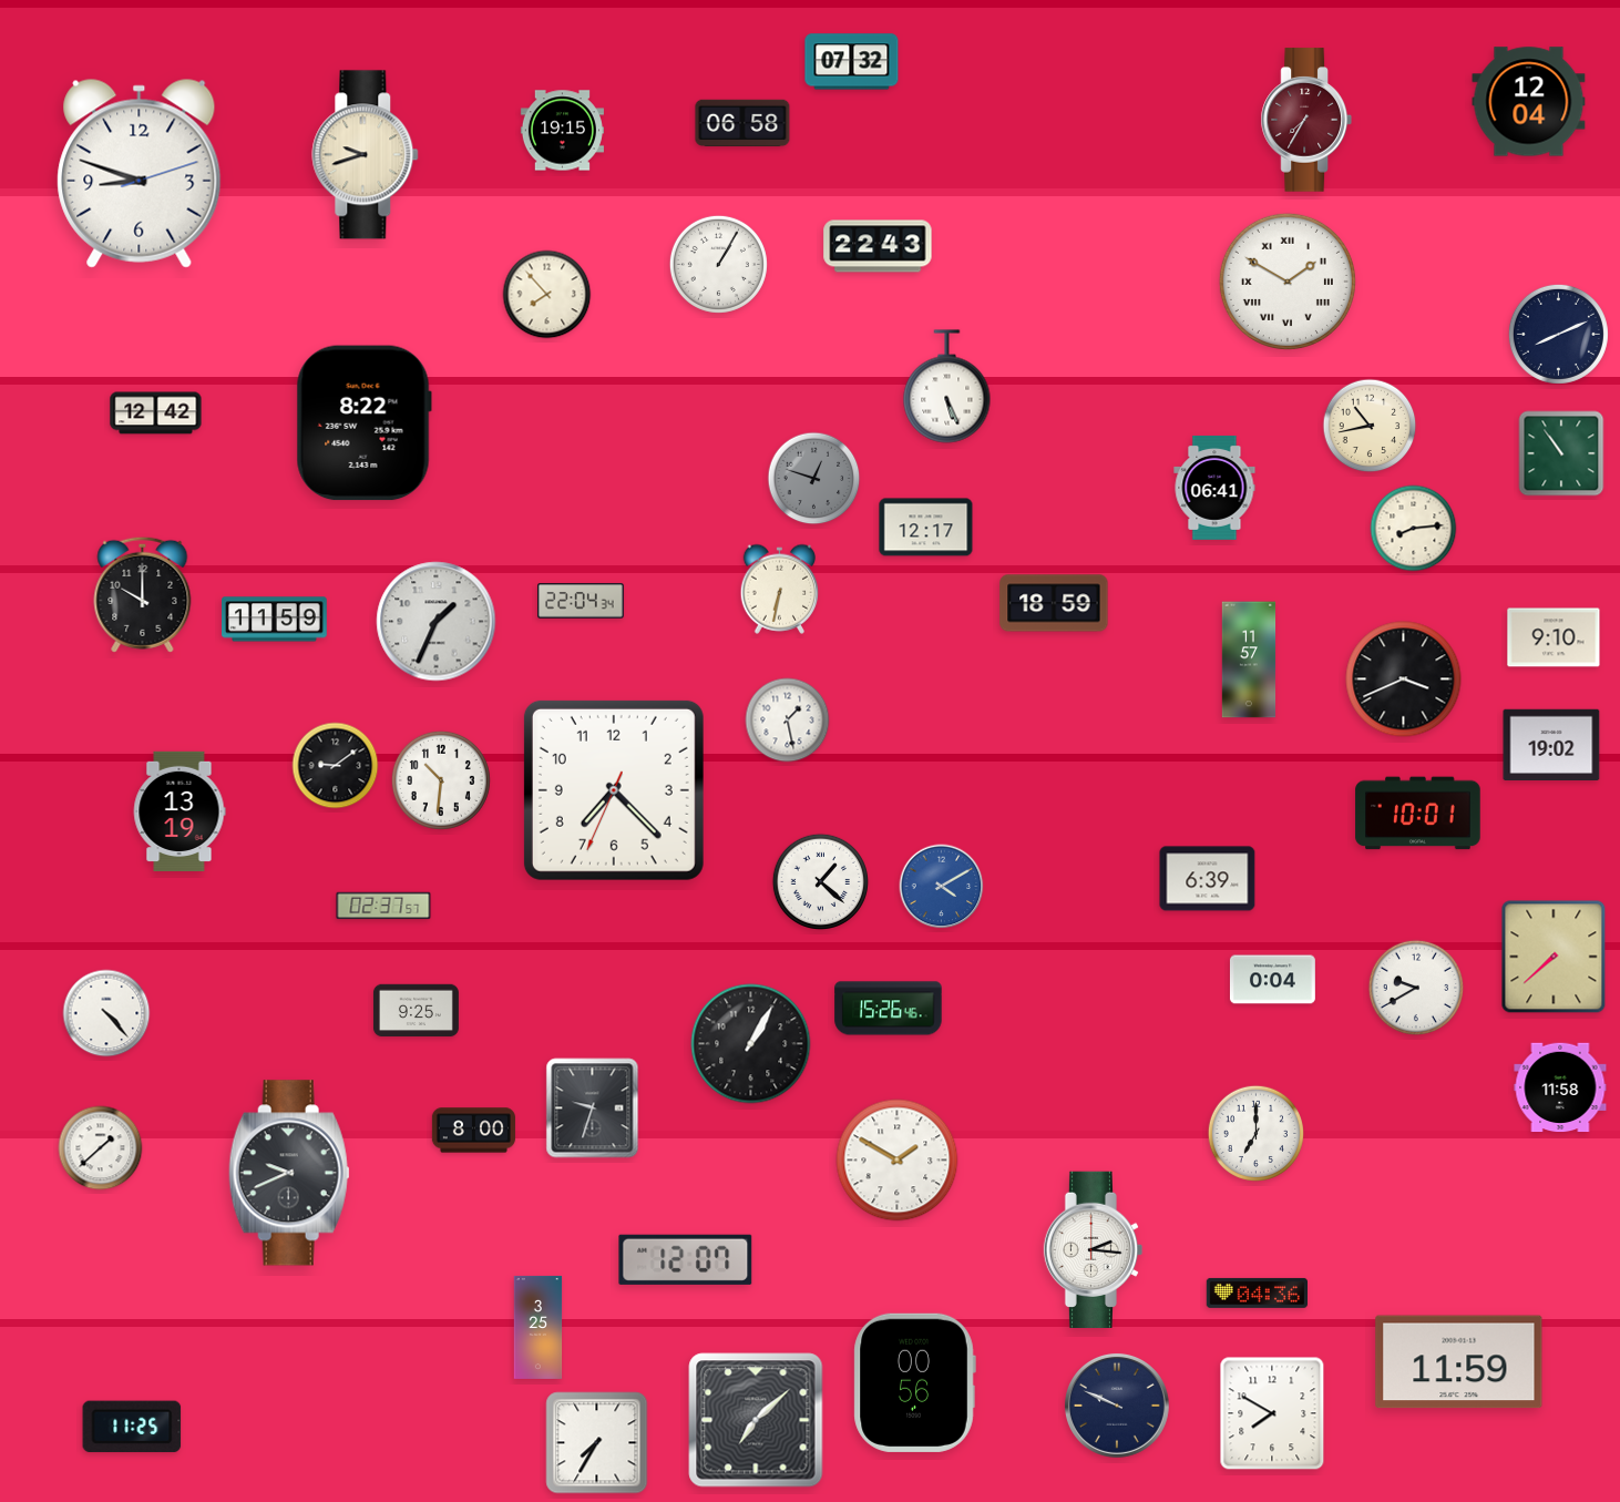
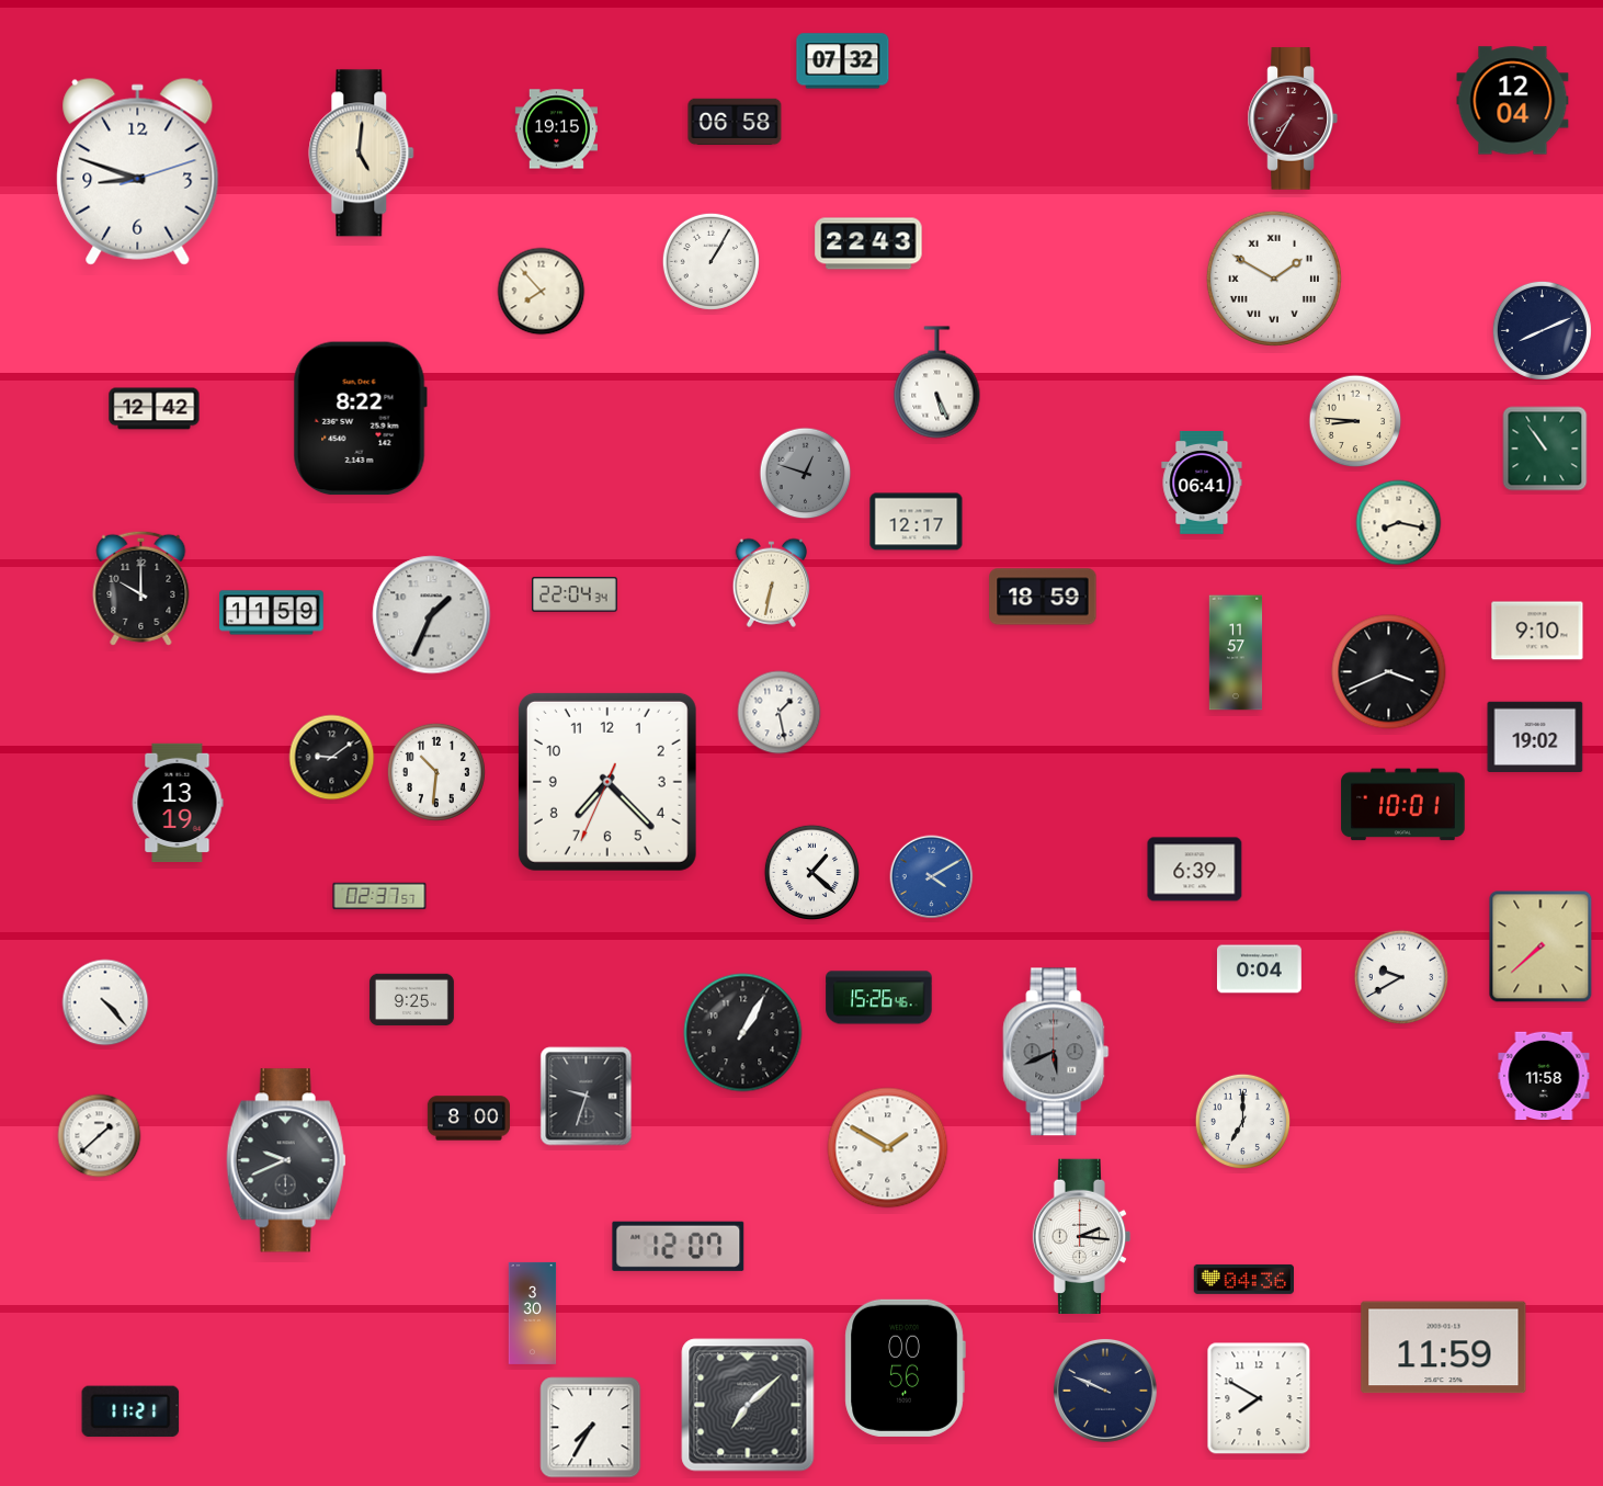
clock at (366, 155): 9:42 -> 5:01
clock at (1370, 426): 10:43 -> 8:46
clock at (1414, 529): 8:14 -> 8:17
clock at (1554, 957) position: (1554, 957) -> (1541, 946)
clock at (1056, 1052): none -> 5:41
clock at (539, 1327): 3:25 -> 3:30
clock at (132, 1427): 11:25 -> 11:21
